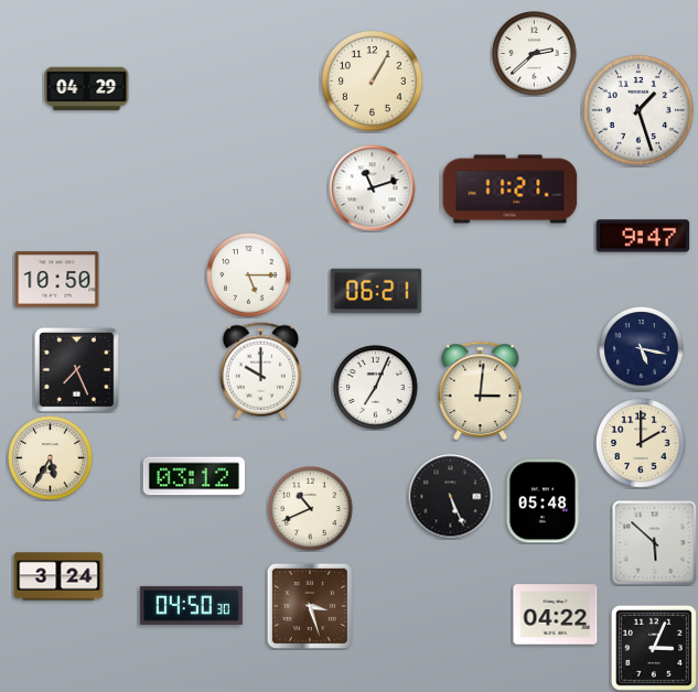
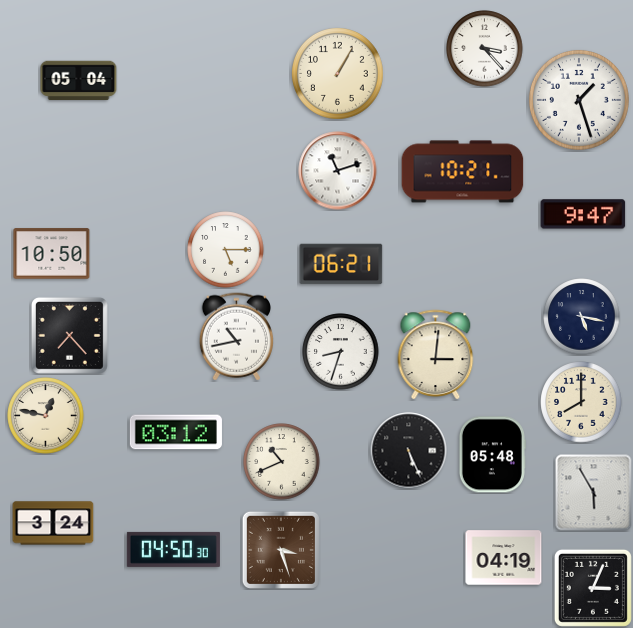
clock at (535, 54): 2:38 -> 3:23
clock at (87, 89): 04:29 -> 05:04
clock at (511, 190): 11:21 -> 10:21
clock at (76, 369): 7:26 -> 7:23
clock at (260, 371): 10:00 -> 10:43
clock at (376, 388): 7:04 -> 8:33
clock at (641, 443): 2:00 -> 8:00
clock at (51, 458): 5:35 -> 12:47
clock at (655, 543): 5:52 -> 5:55
clock at (556, 615): 04:22 -> 04:19
